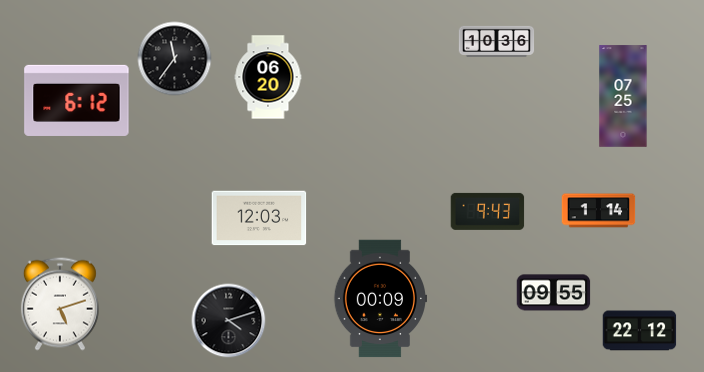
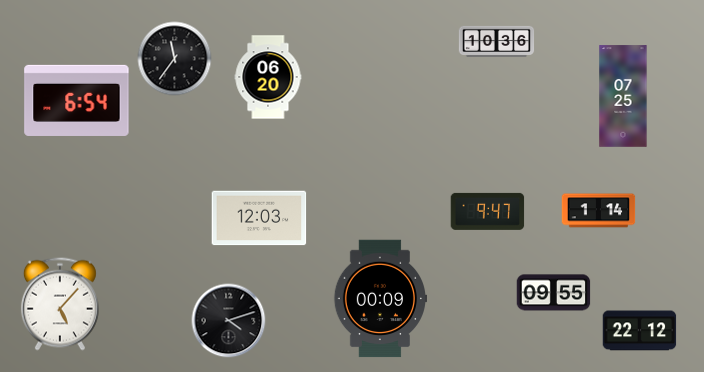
clock at (77, 100): 6:12 -> 6:54
clock at (488, 211): 9:43 -> 9:47
clock at (60, 304): 5:12 -> 5:07
